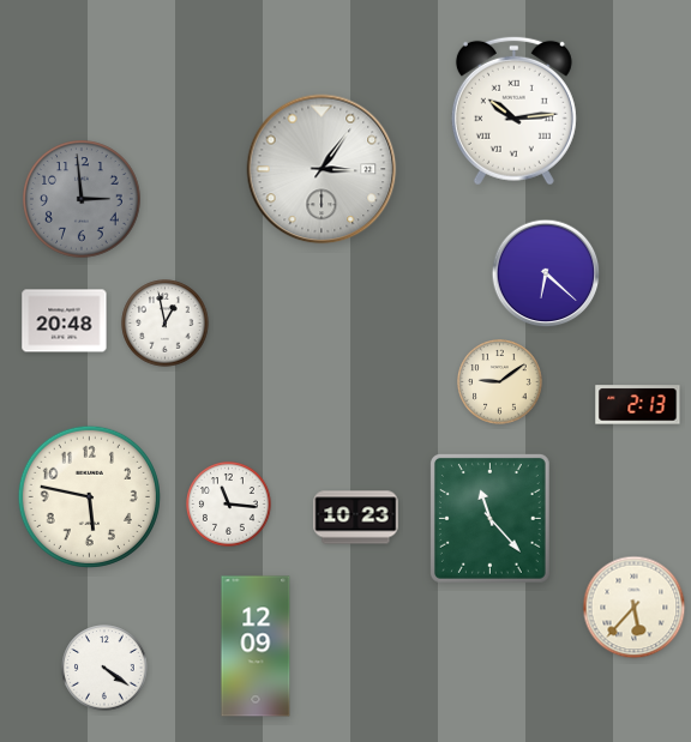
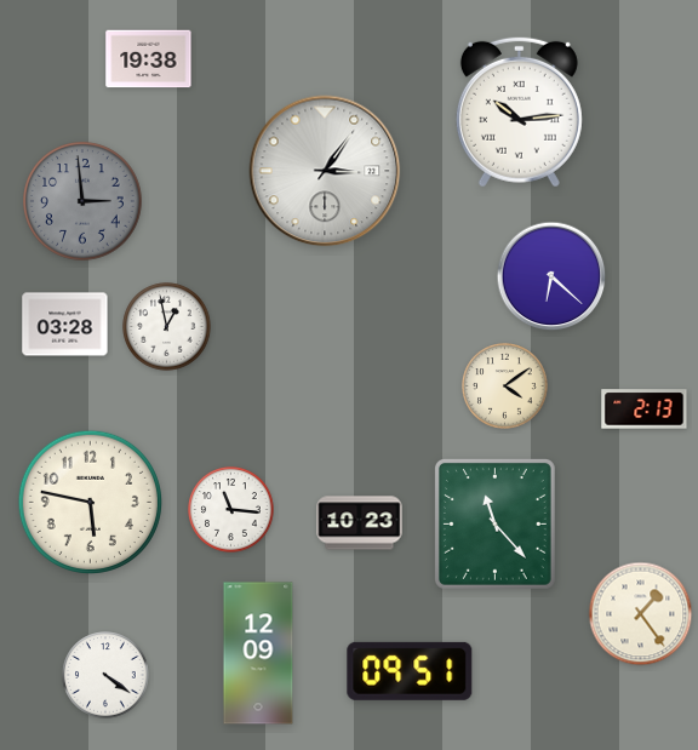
clock at (149, 59): none -> 19:38
clock at (65, 321): 20:48 -> 03:28
clock at (500, 382): 9:09 -> 4:09
clock at (635, 608): 5:37 -> 1:24
clock at (410, 671): none -> 09:51
